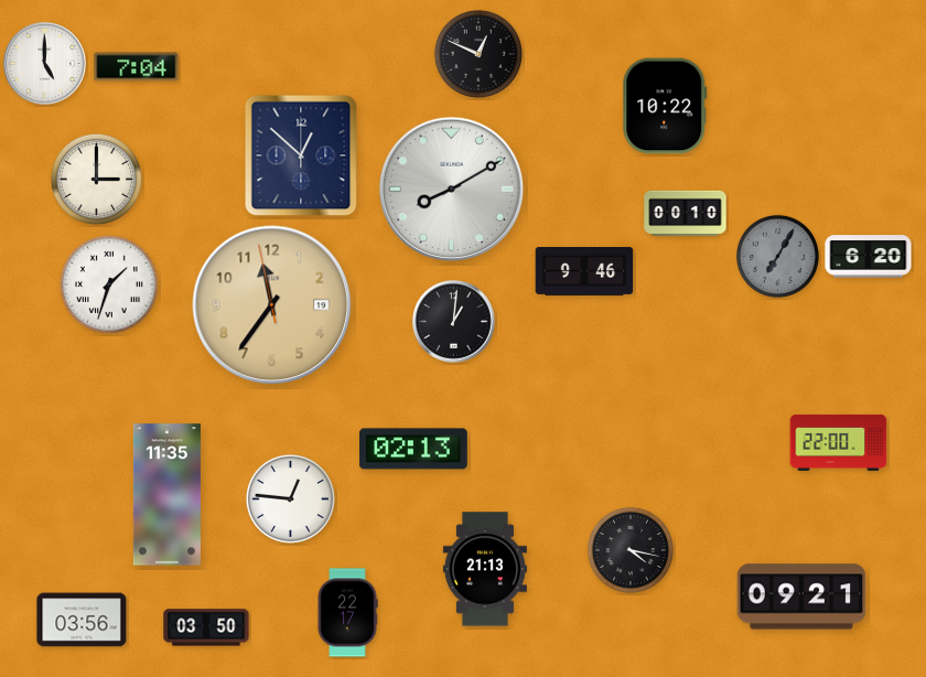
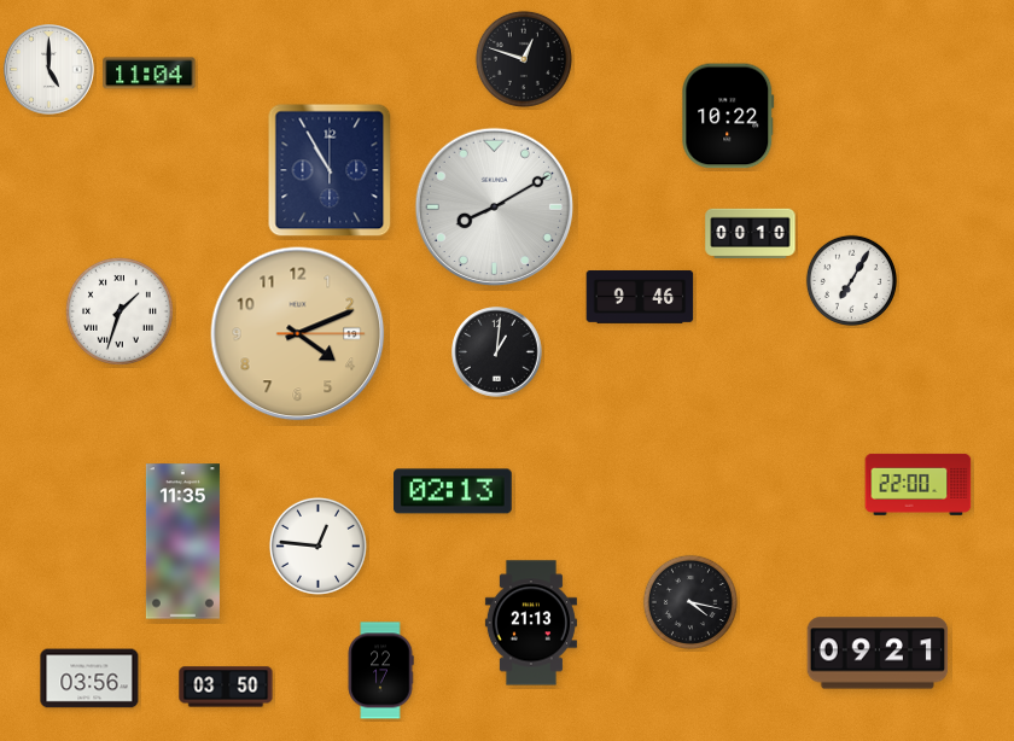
clock at (478, 54): 12:49 -> 12:48
clock at (137, 67): 7:04 -> 11:04
clock at (301, 155): 12:52 -> 10:55
clock at (96, 179): 3:00 -> none
clock at (777, 256) dial: grey -> white
clock at (869, 257): 6:20 -> none
clock at (272, 305): 11:35 -> 4:11
